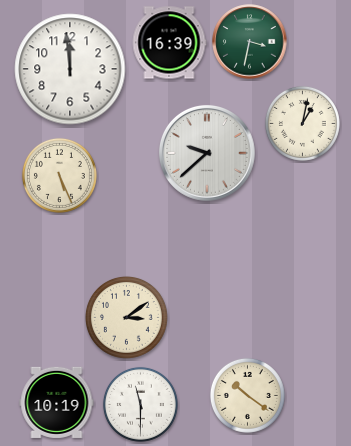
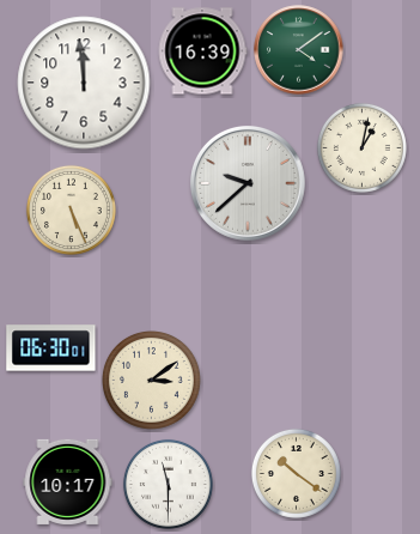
clock at (250, 42): 3:32 -> 4:09
clock at (51, 348): none -> 06:30
clock at (57, 402): 10:19 -> 10:17
